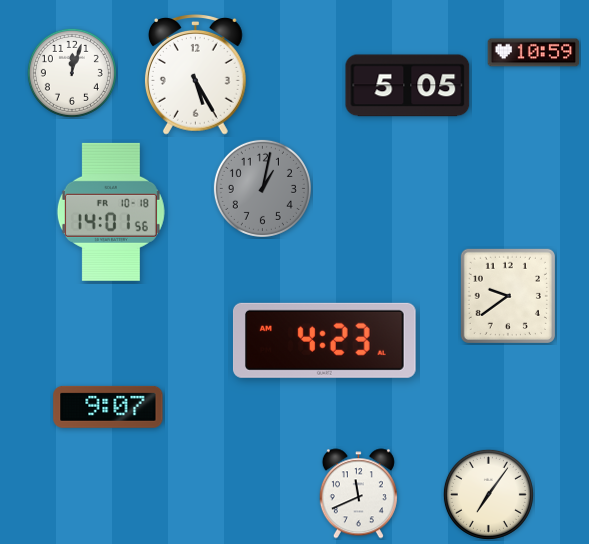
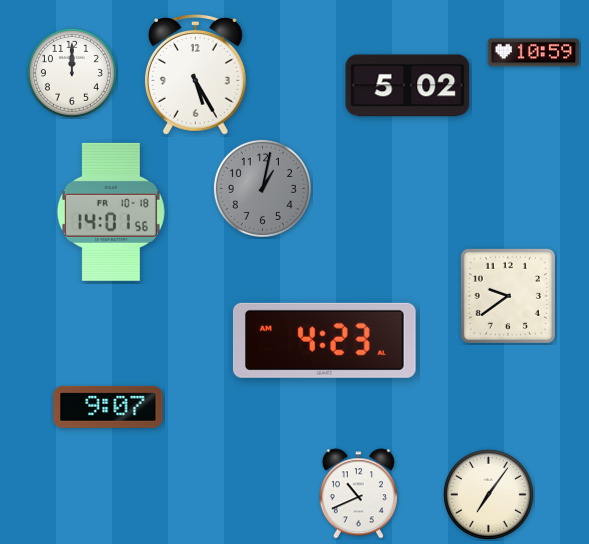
clock at (72, 73): 12:03 -> 12:00
clock at (408, 86): 5:05 -> 5:02
clock at (358, 494): 11:41 -> 10:41
